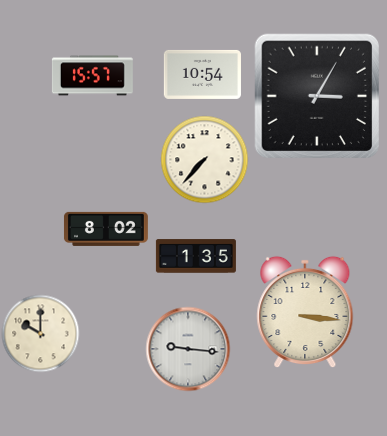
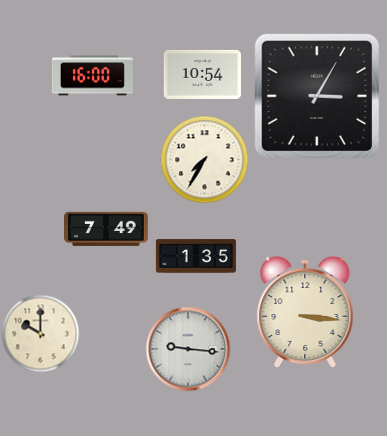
clock at (92, 76): 15:57 -> 16:00
clock at (204, 159): 7:37 -> 7:35
clock at (106, 229): 8:02 -> 7:49
